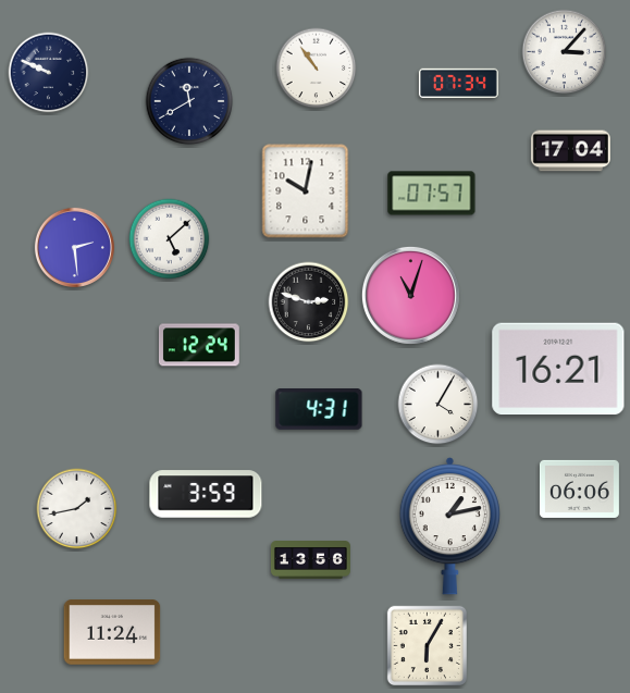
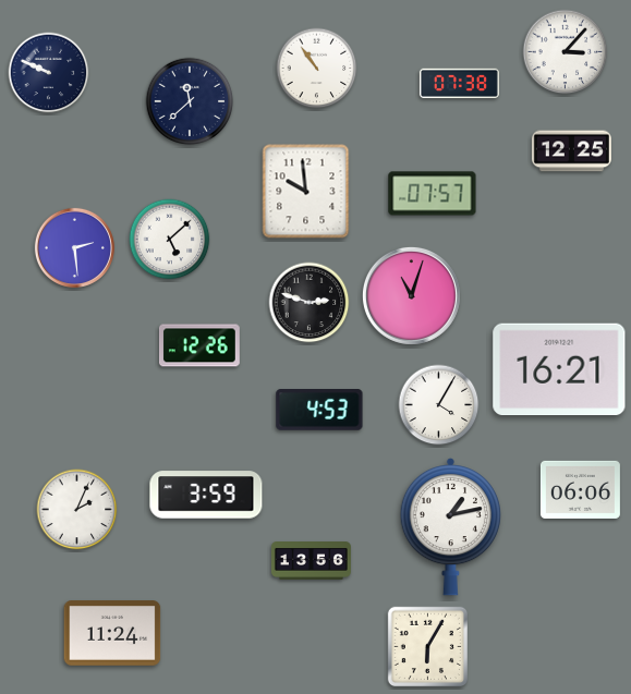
clock at (458, 84): 07:34 -> 07:38
clock at (189, 101): 11:40 -> 11:38
clock at (570, 151): 17:04 -> 12:25
clock at (306, 191): 10:02 -> 9:59
clock at (199, 345): 12:24 -> 12:26
clock at (319, 409): 4:31 -> 4:53
clock at (77, 509): 1:43 -> 2:04
